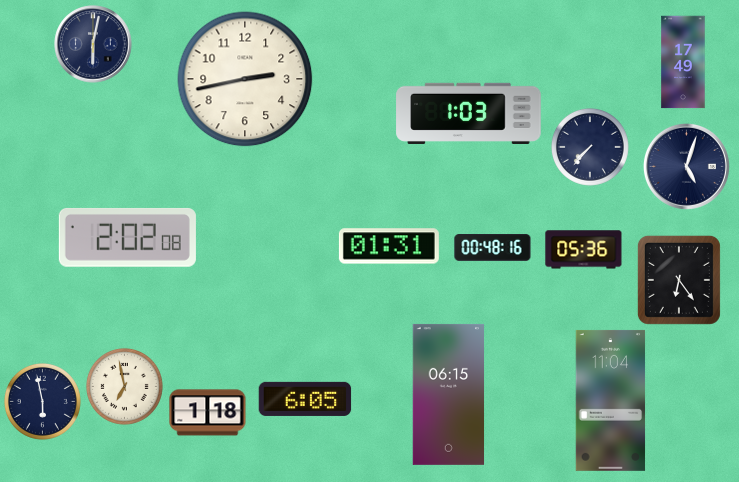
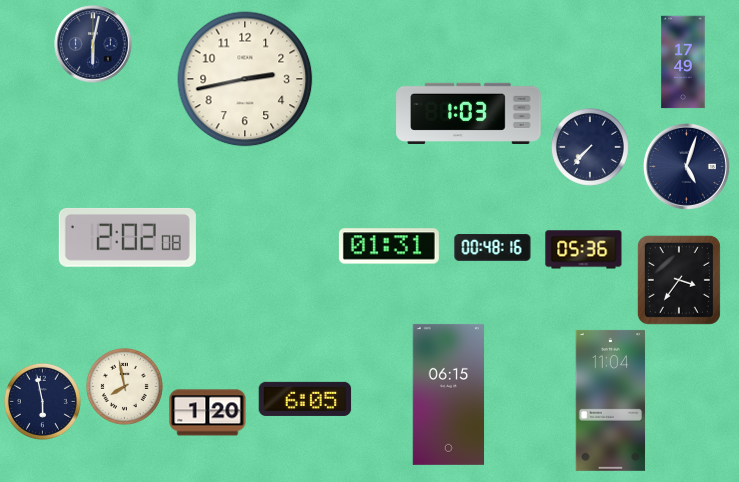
clock at (679, 280): 6:24 -> 3:36
clock at (124, 386): 6:58 -> 7:58
clock at (208, 413): 1:18 -> 1:20
